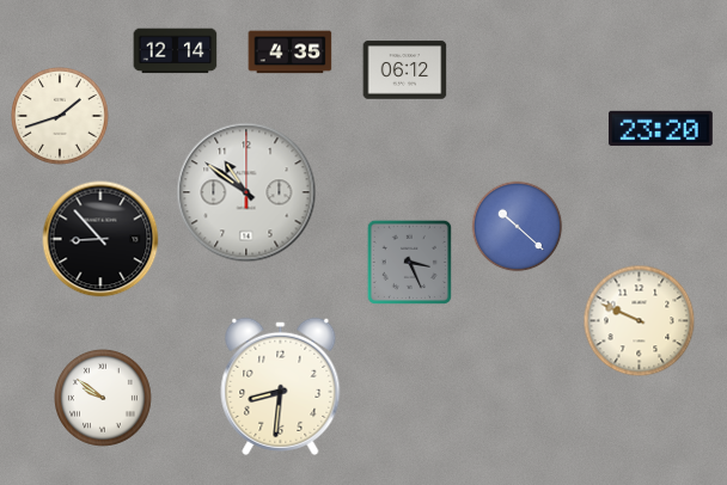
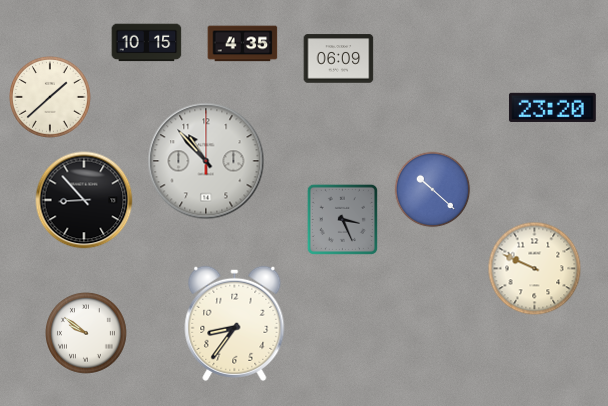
clock at (176, 51): 12:14 -> 10:15
clock at (405, 70): 06:12 -> 06:09
clock at (61, 117): 1:42 -> 1:38
clock at (246, 192): 10:51 -> 10:53
clock at (281, 386): 8:31 -> 8:36
